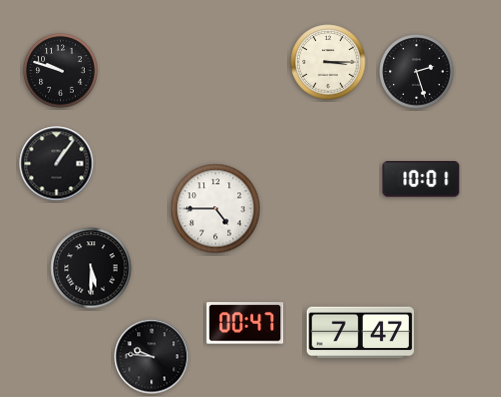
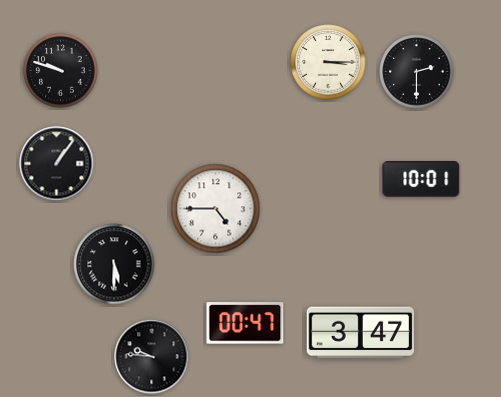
clock at (417, 72): 2:27 -> 2:30
clock at (91, 268) position: (91, 268) -> (114, 264)
clock at (360, 333): 7:47 -> 3:47
